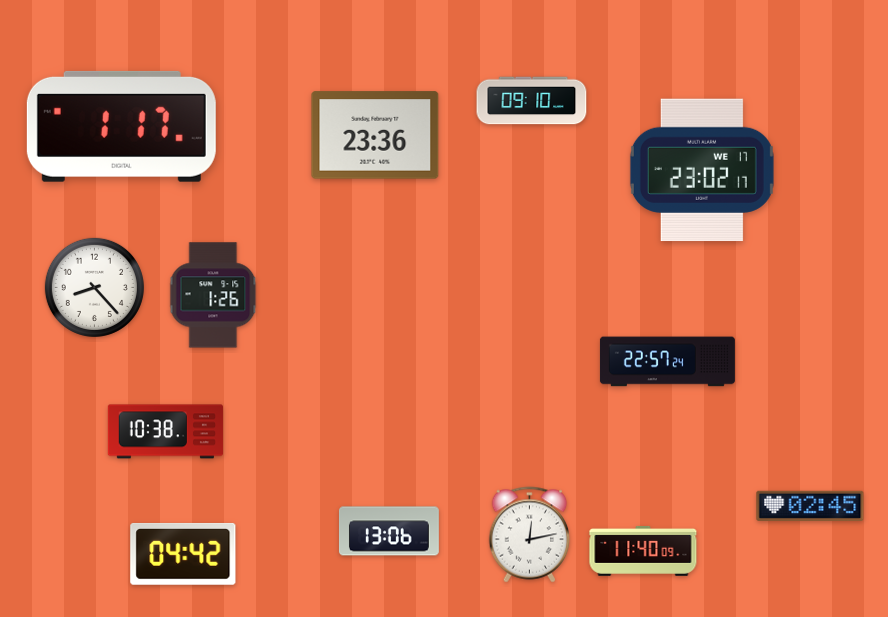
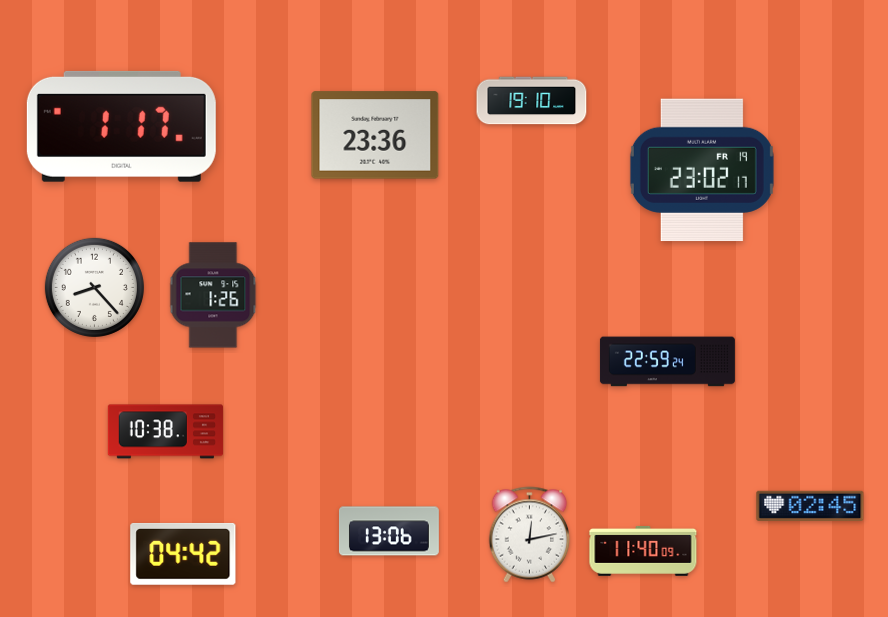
clock at (532, 101): 09:10 -> 19:10
clock at (702, 170) date: WE 17 -> FR 19
clock at (667, 362): 22:57 -> 22:59
